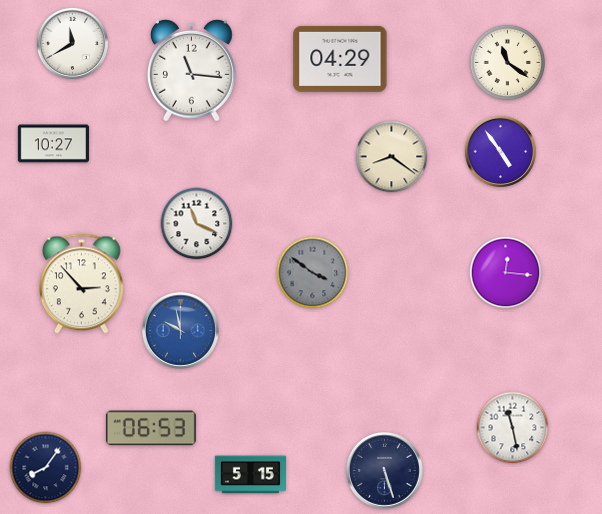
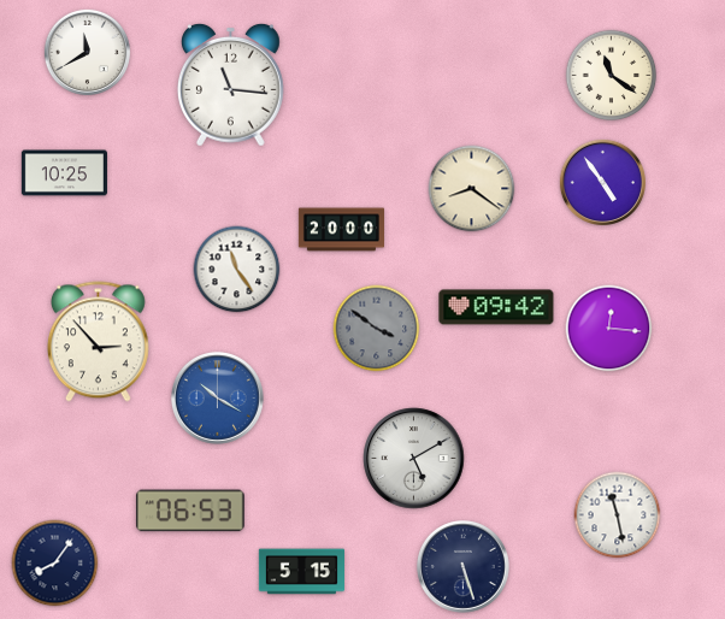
clock at (340, 59): 04:29 -> none
clock at (53, 144): 10:27 -> 10:25
clock at (341, 230): none -> 20:00
clock at (197, 224): 11:19 -> 11:24
clock at (496, 307): none -> 09:42
clock at (180, 330): 9:58 -> 10:20
clock at (414, 459): none -> 5:10
clock at (151, 428) position: (151, 428) -> (190, 511)
